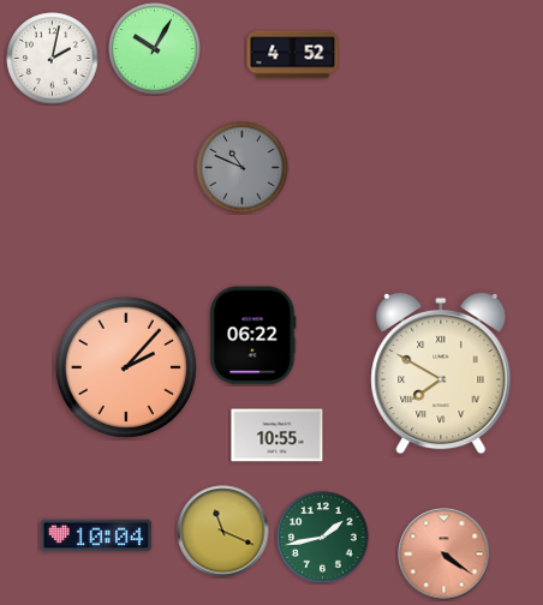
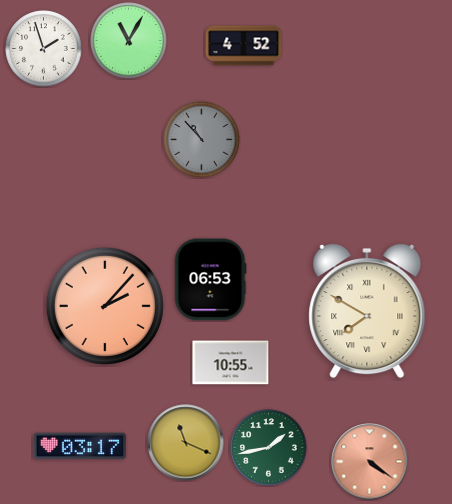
clock at (155, 49): 10:05 -> 11:05
clock at (53, 59): 2:02 -> 1:57
clock at (243, 168): 10:49 -> 10:53
clock at (252, 336): 06:22 -> 06:53
clock at (96, 535): 10:04 -> 03:17
